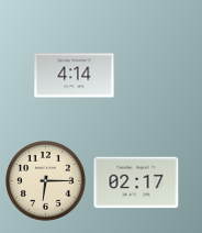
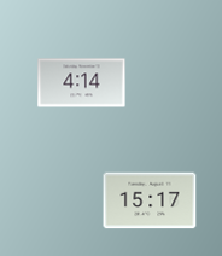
clock at (46, 181): 6:15 -> none
clock at (136, 182): 02:17 -> 15:17
